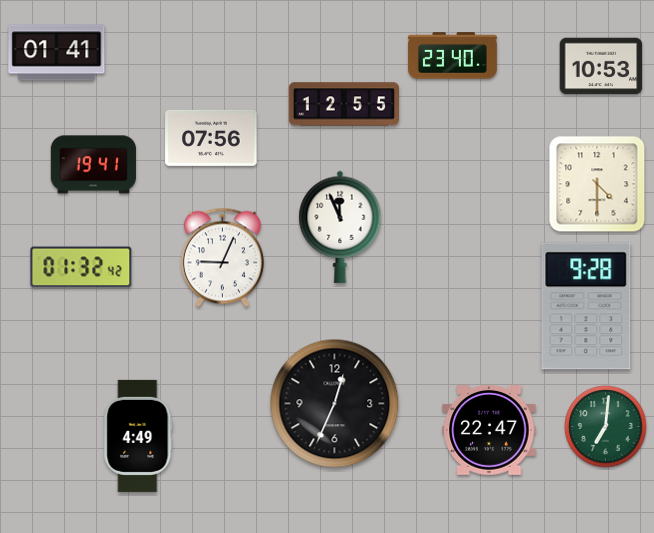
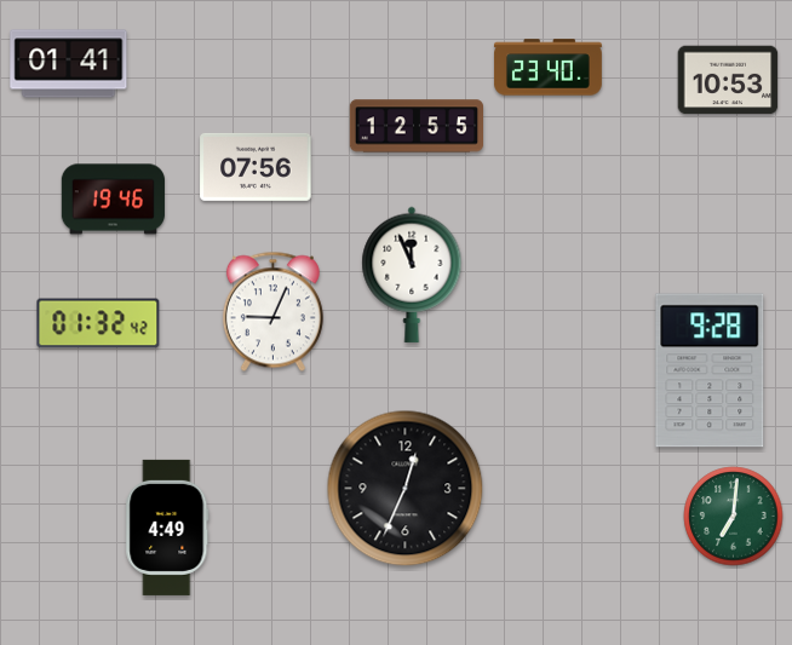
clock at (93, 165): 19:41 -> 19:46
clock at (597, 184): 4:30 -> none
clock at (222, 258) position: (222, 258) -> (272, 312)
clock at (489, 431): 22:47 -> none
